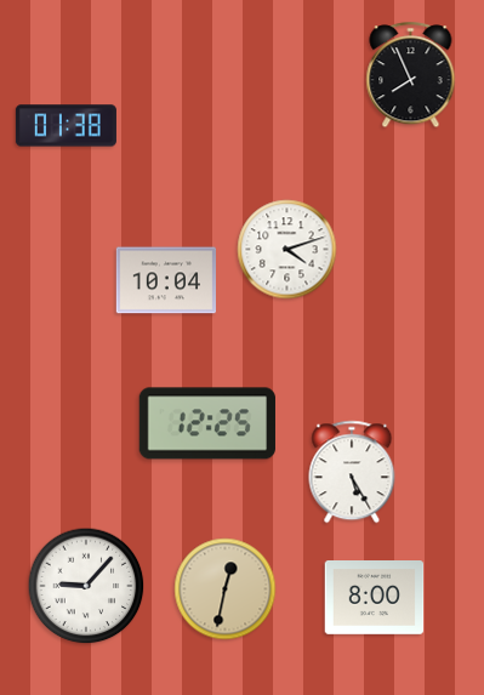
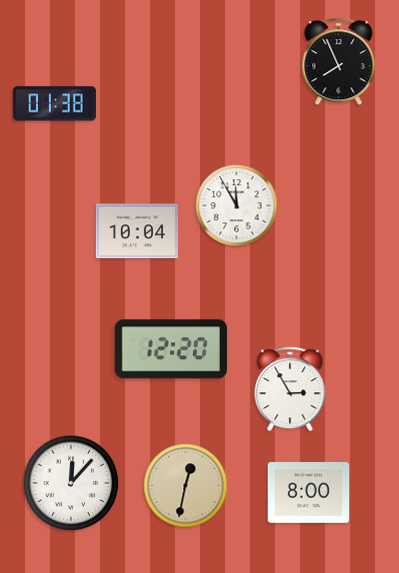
clock at (287, 250): 4:12 -> 11:55
clock at (207, 423): 12:25 -> 12:20
clock at (352, 472): 5:25 -> 2:55
clock at (86, 586): 9:07 -> 12:07
